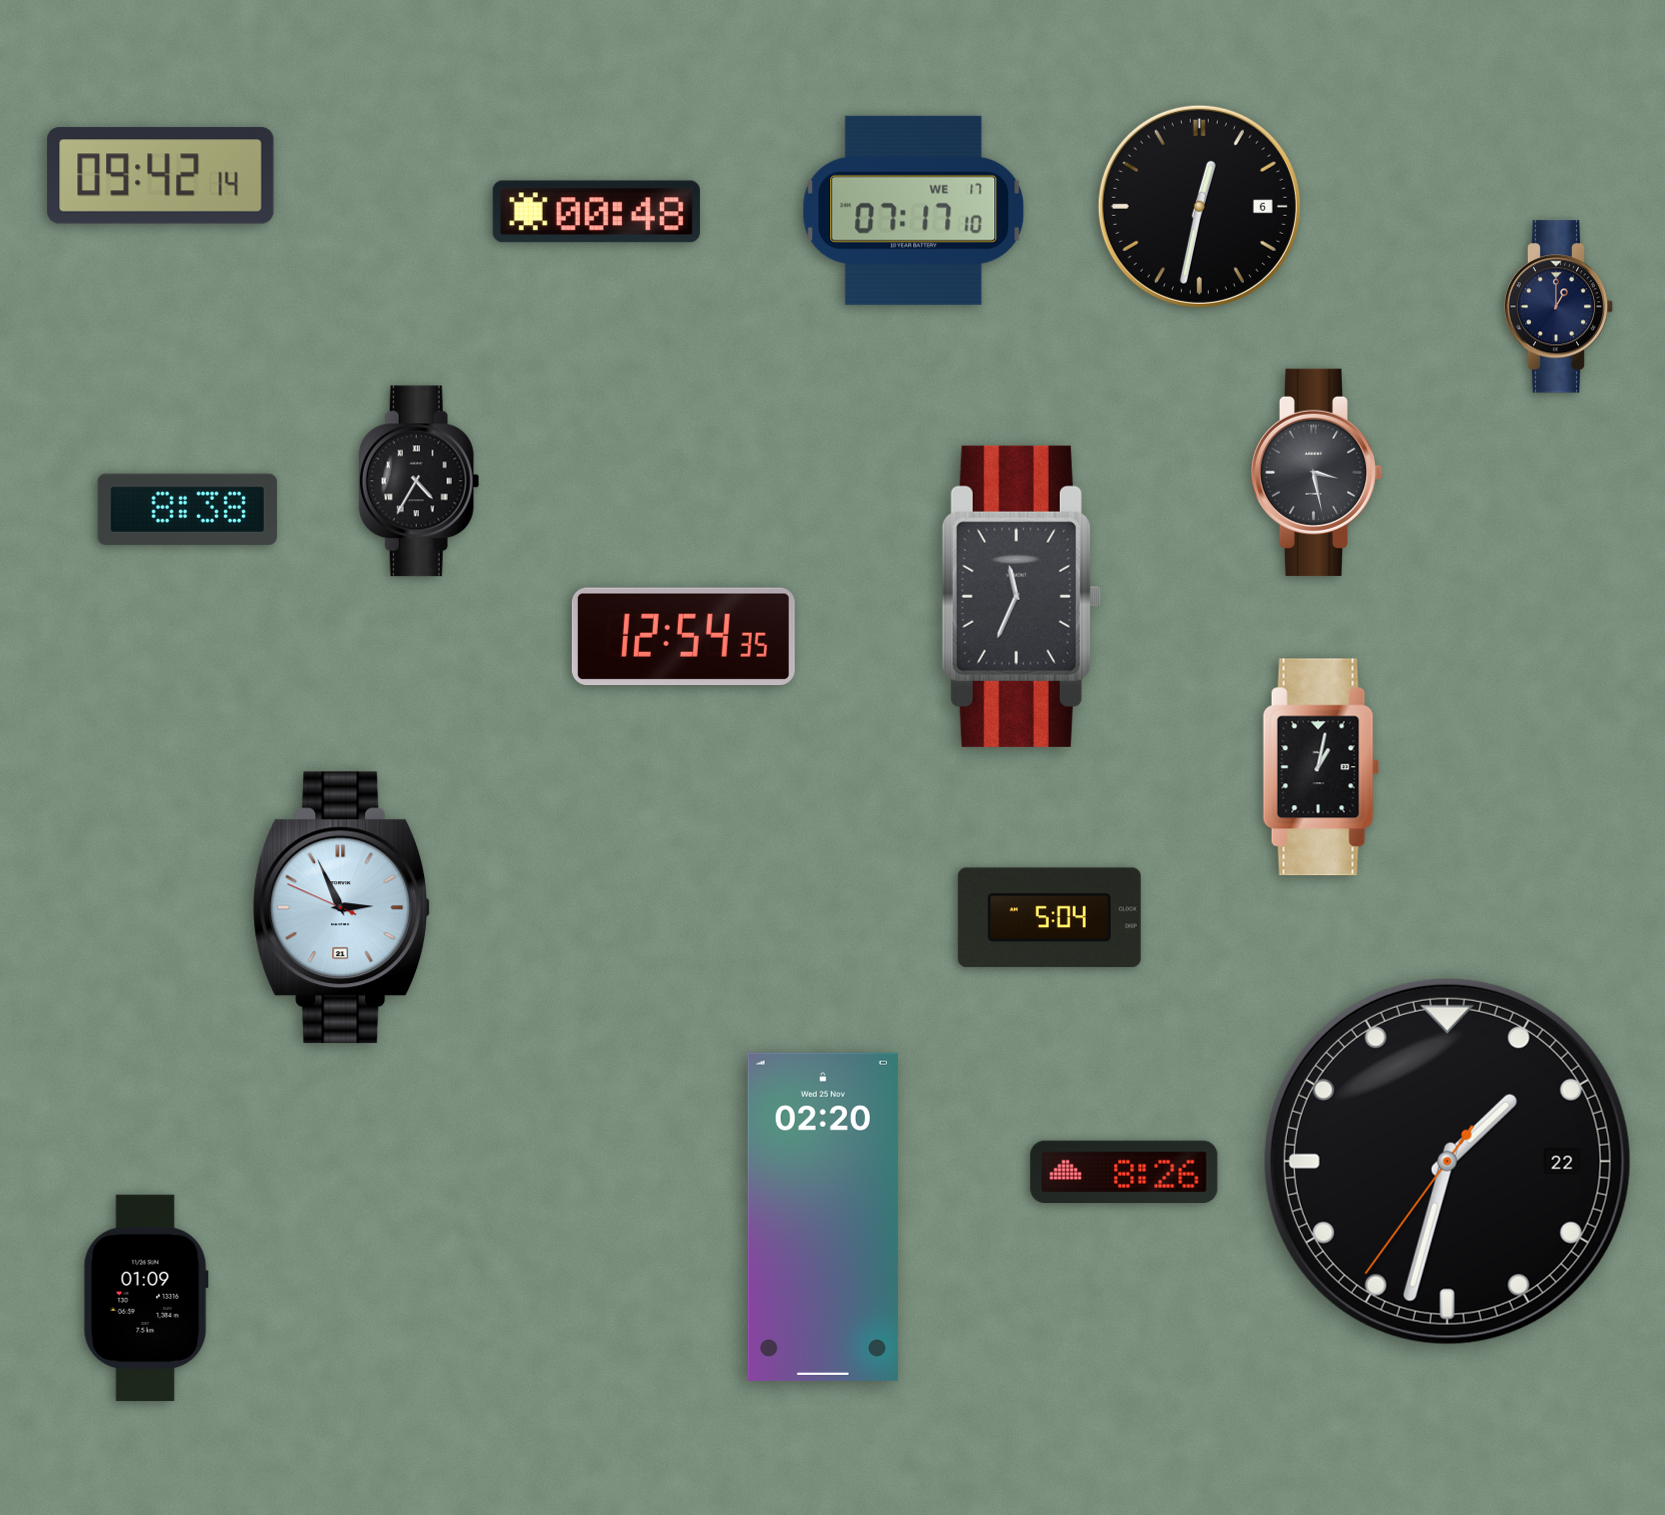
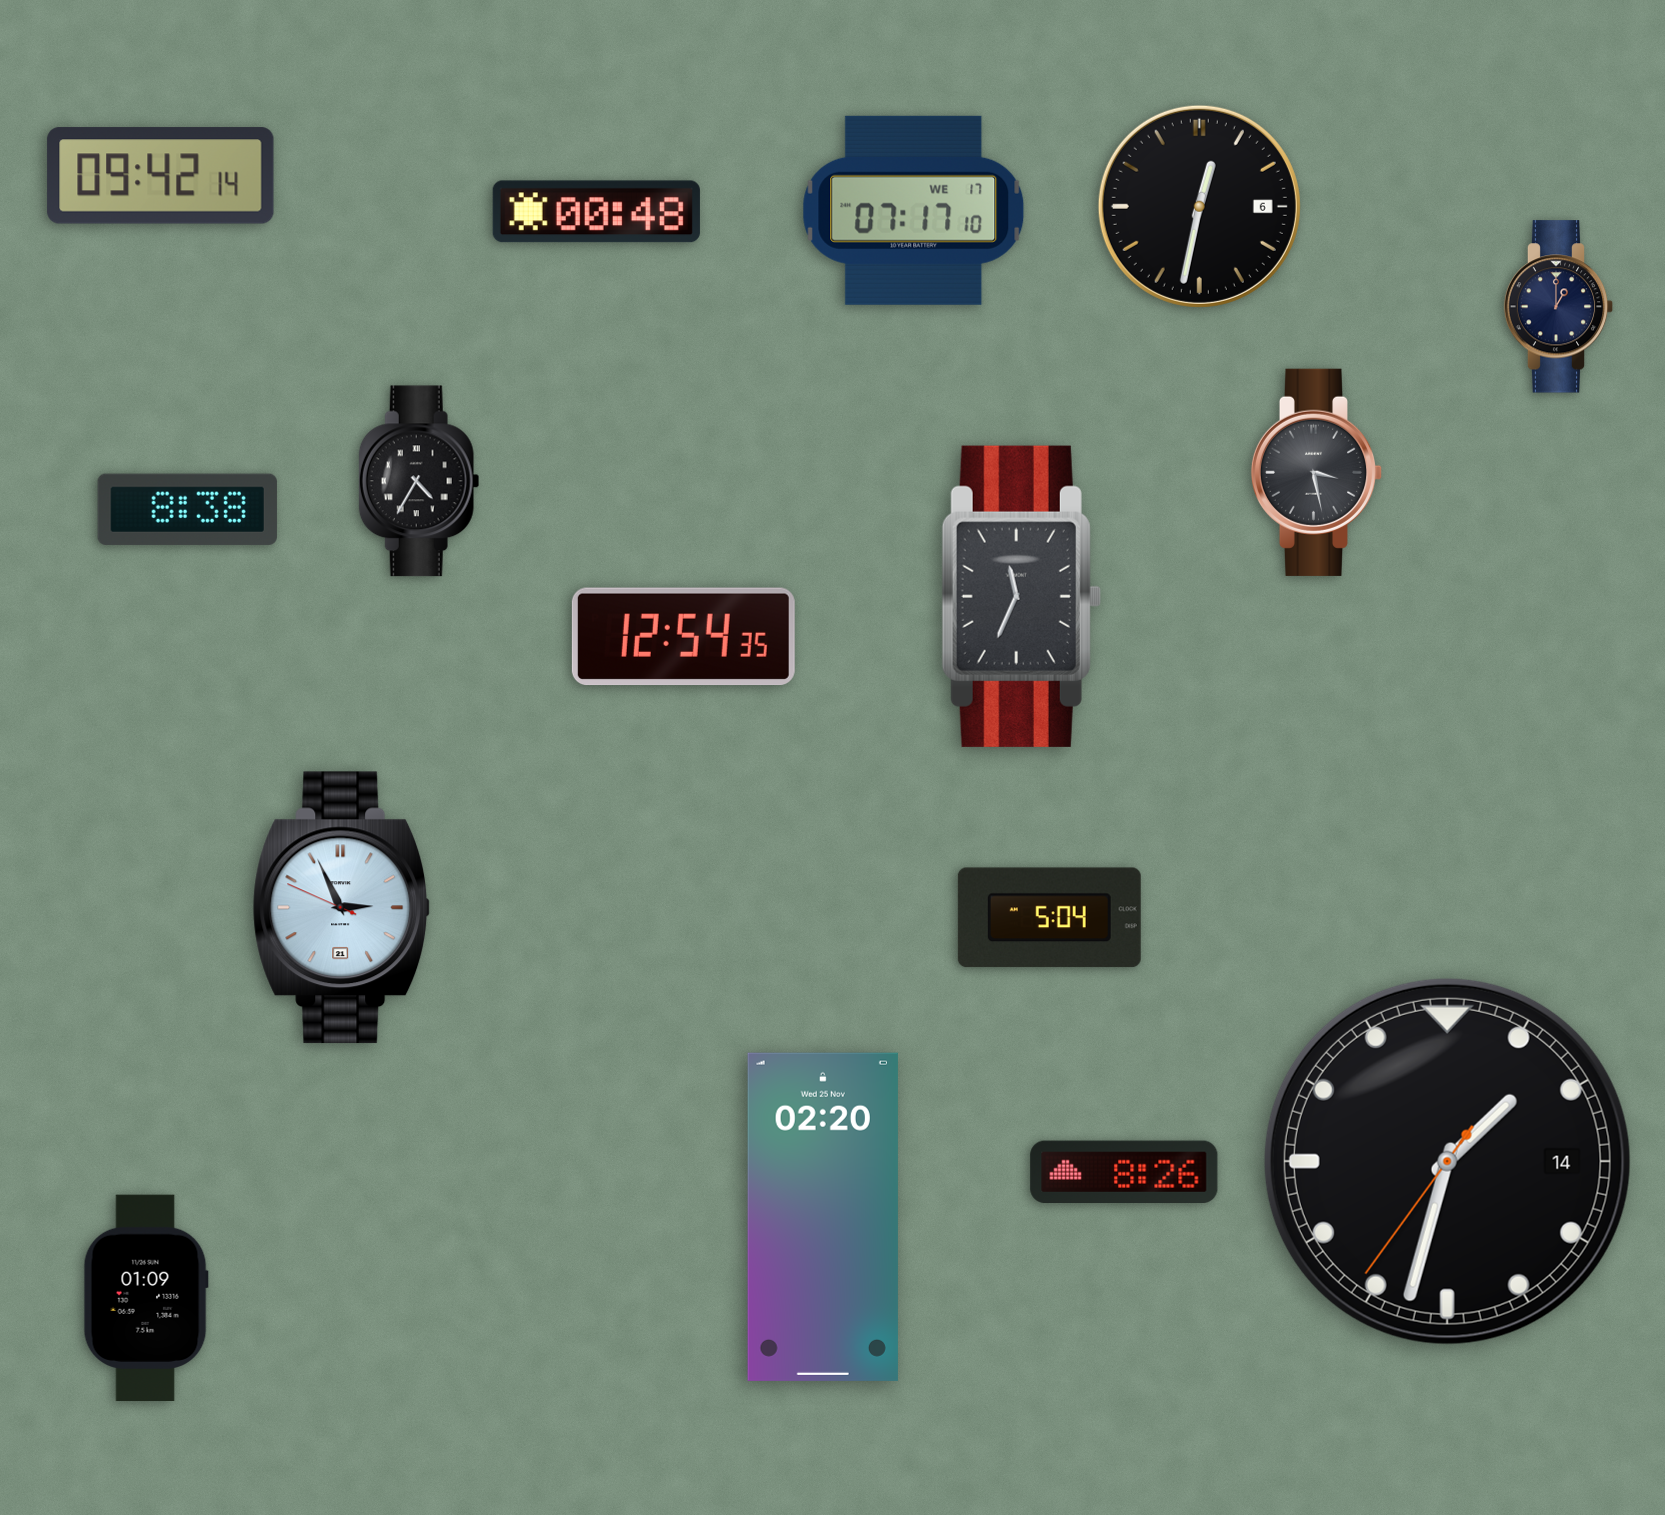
clock at (1321, 767): 1:02 -> none
clock at (1447, 1161) date: 22 -> 14
